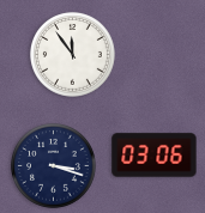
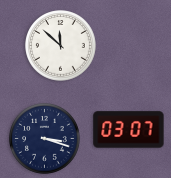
clock at (73, 55): 11:54 -> 11:52
clock at (155, 156): 03:06 -> 03:07
